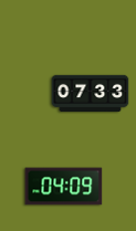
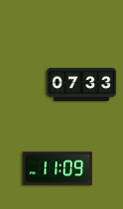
clock at (64, 187): 04:09 -> 11:09
